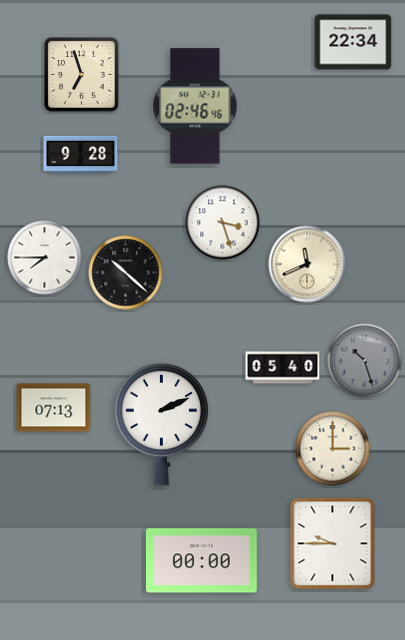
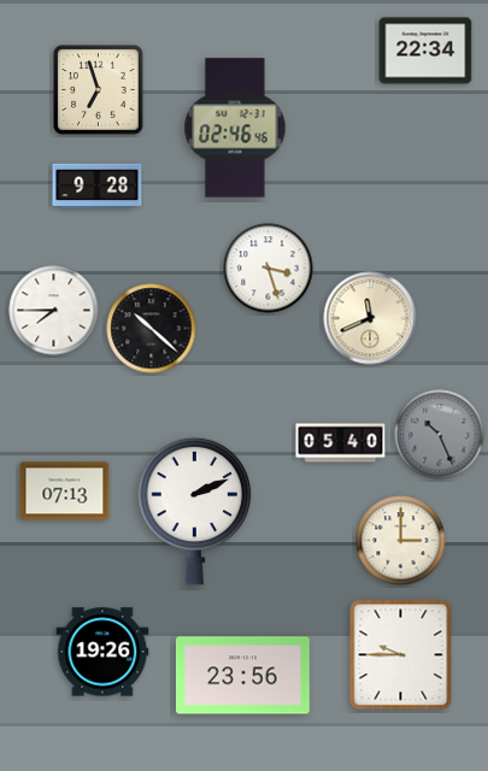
clock at (365, 361): 10:27 -> 10:26
clock at (102, 652): none -> 19:26
clock at (201, 561): 00:00 -> 23:56
